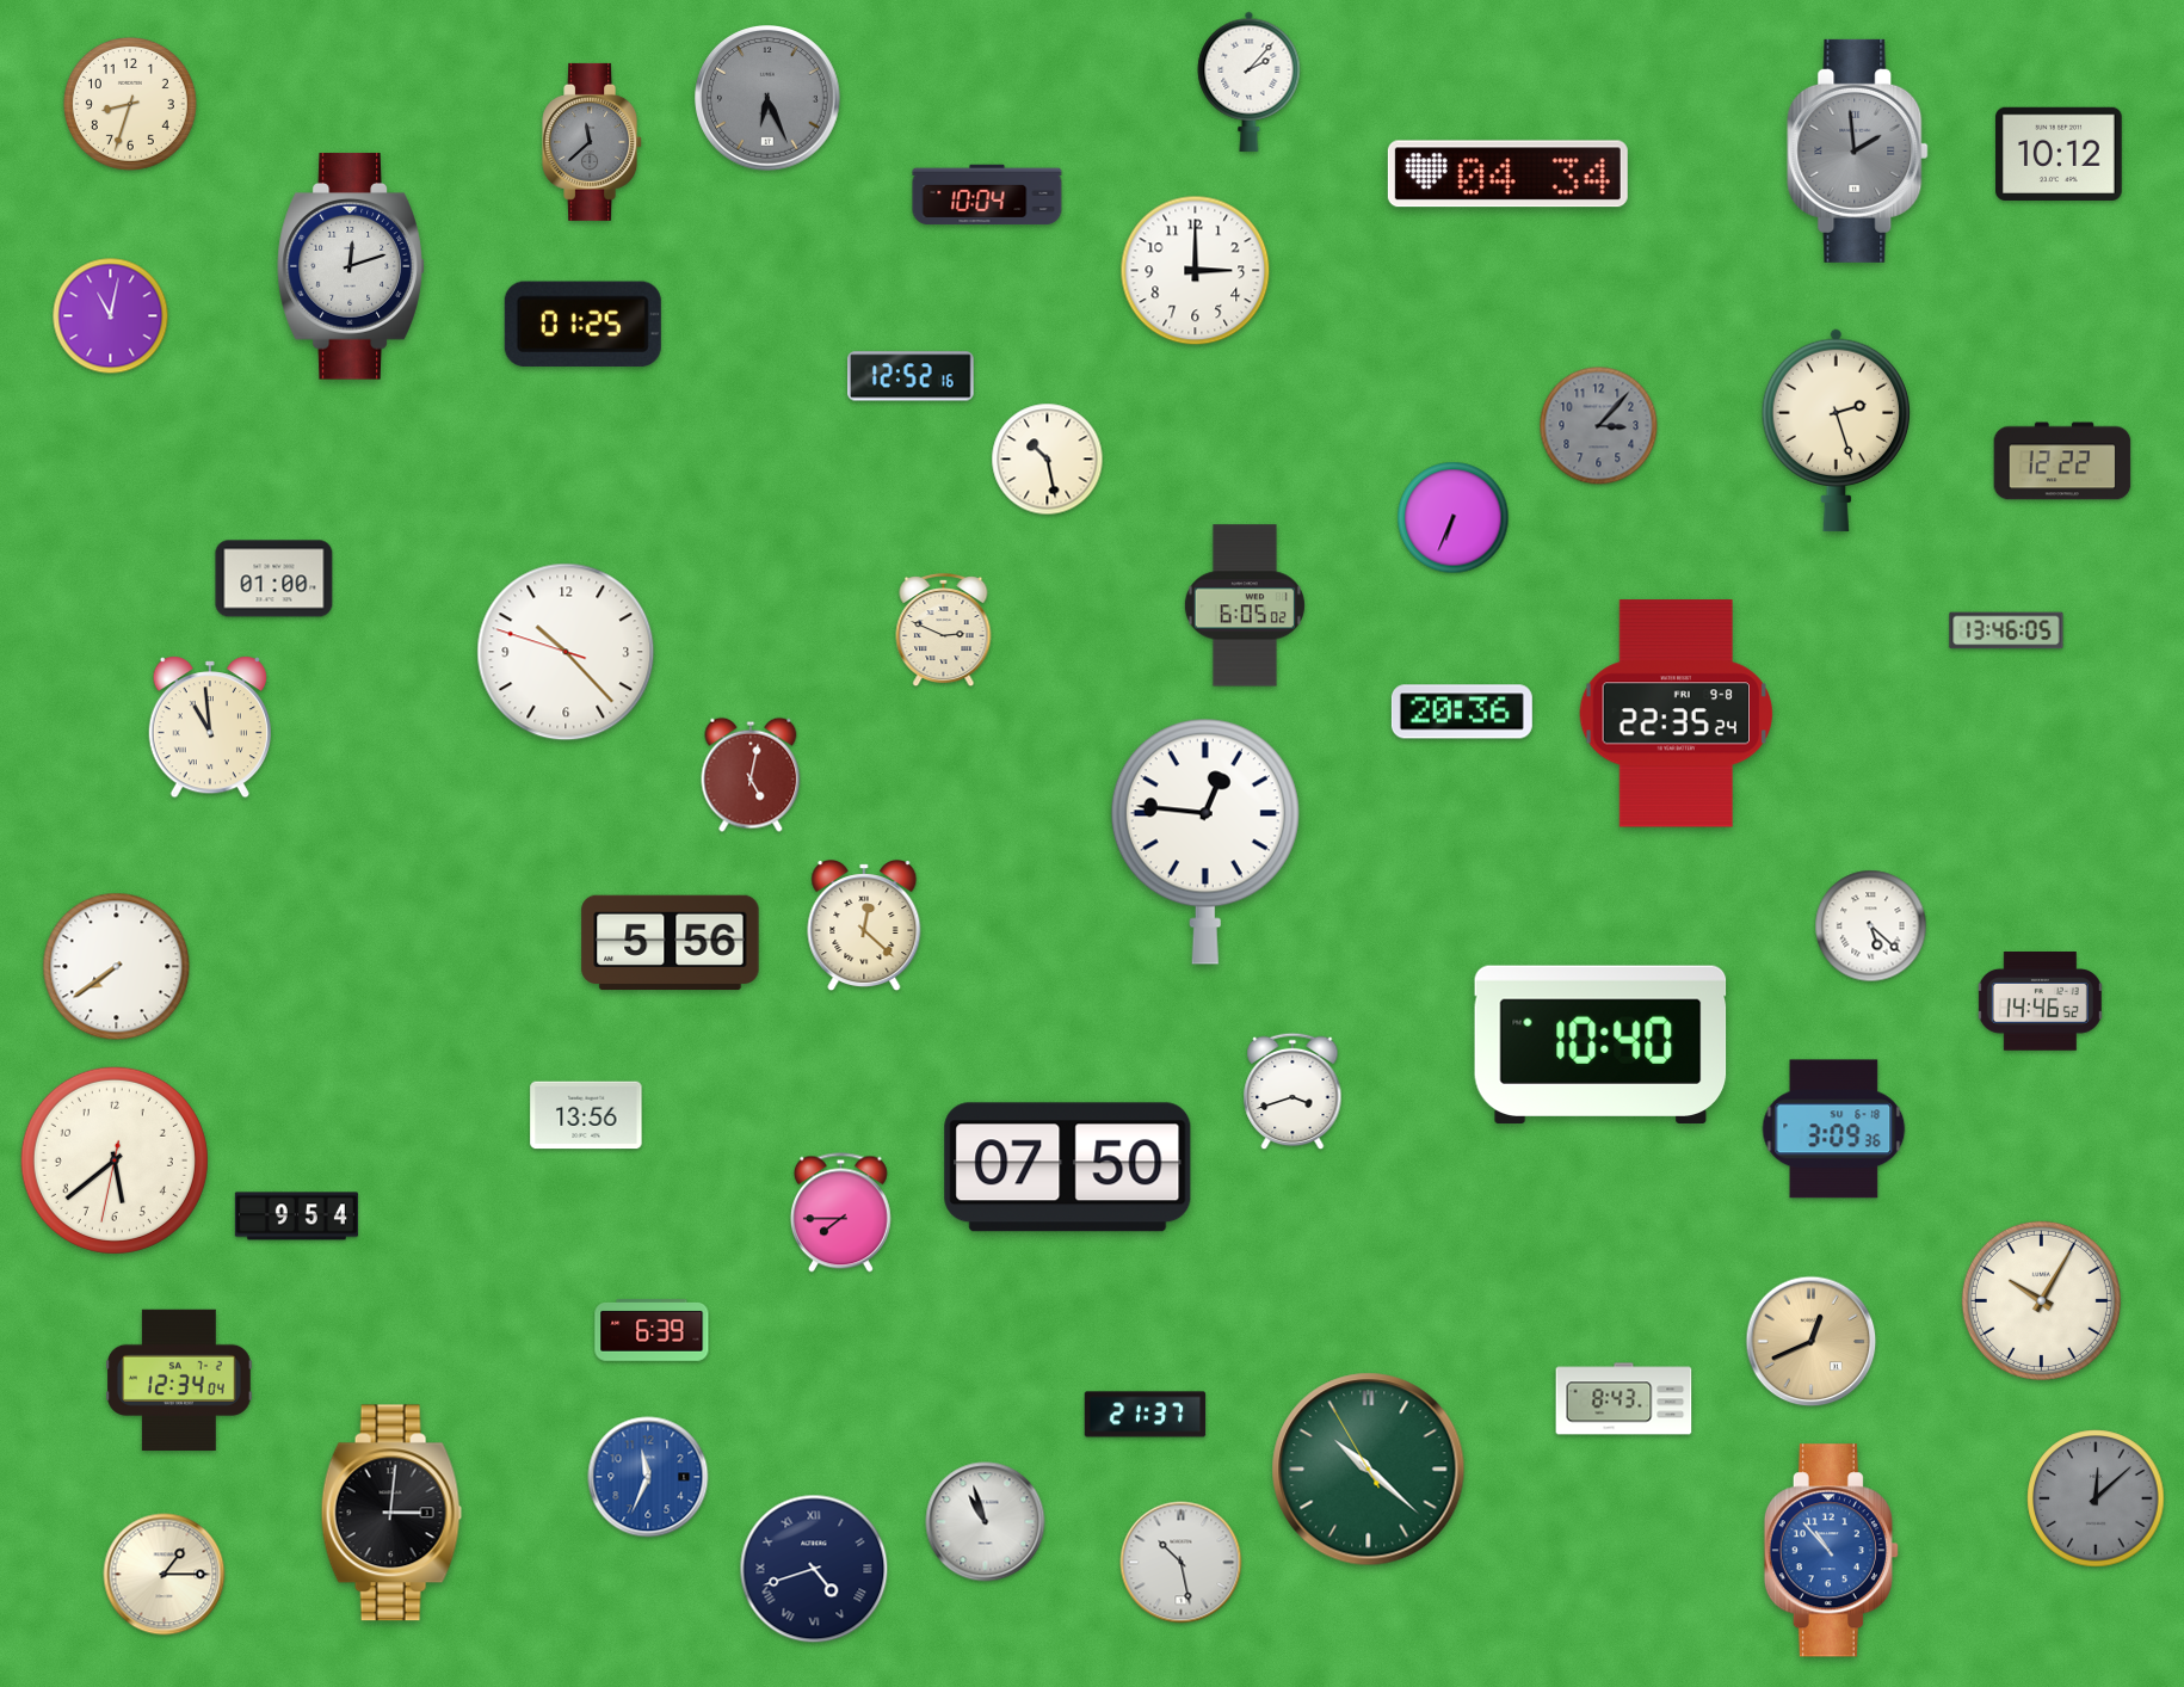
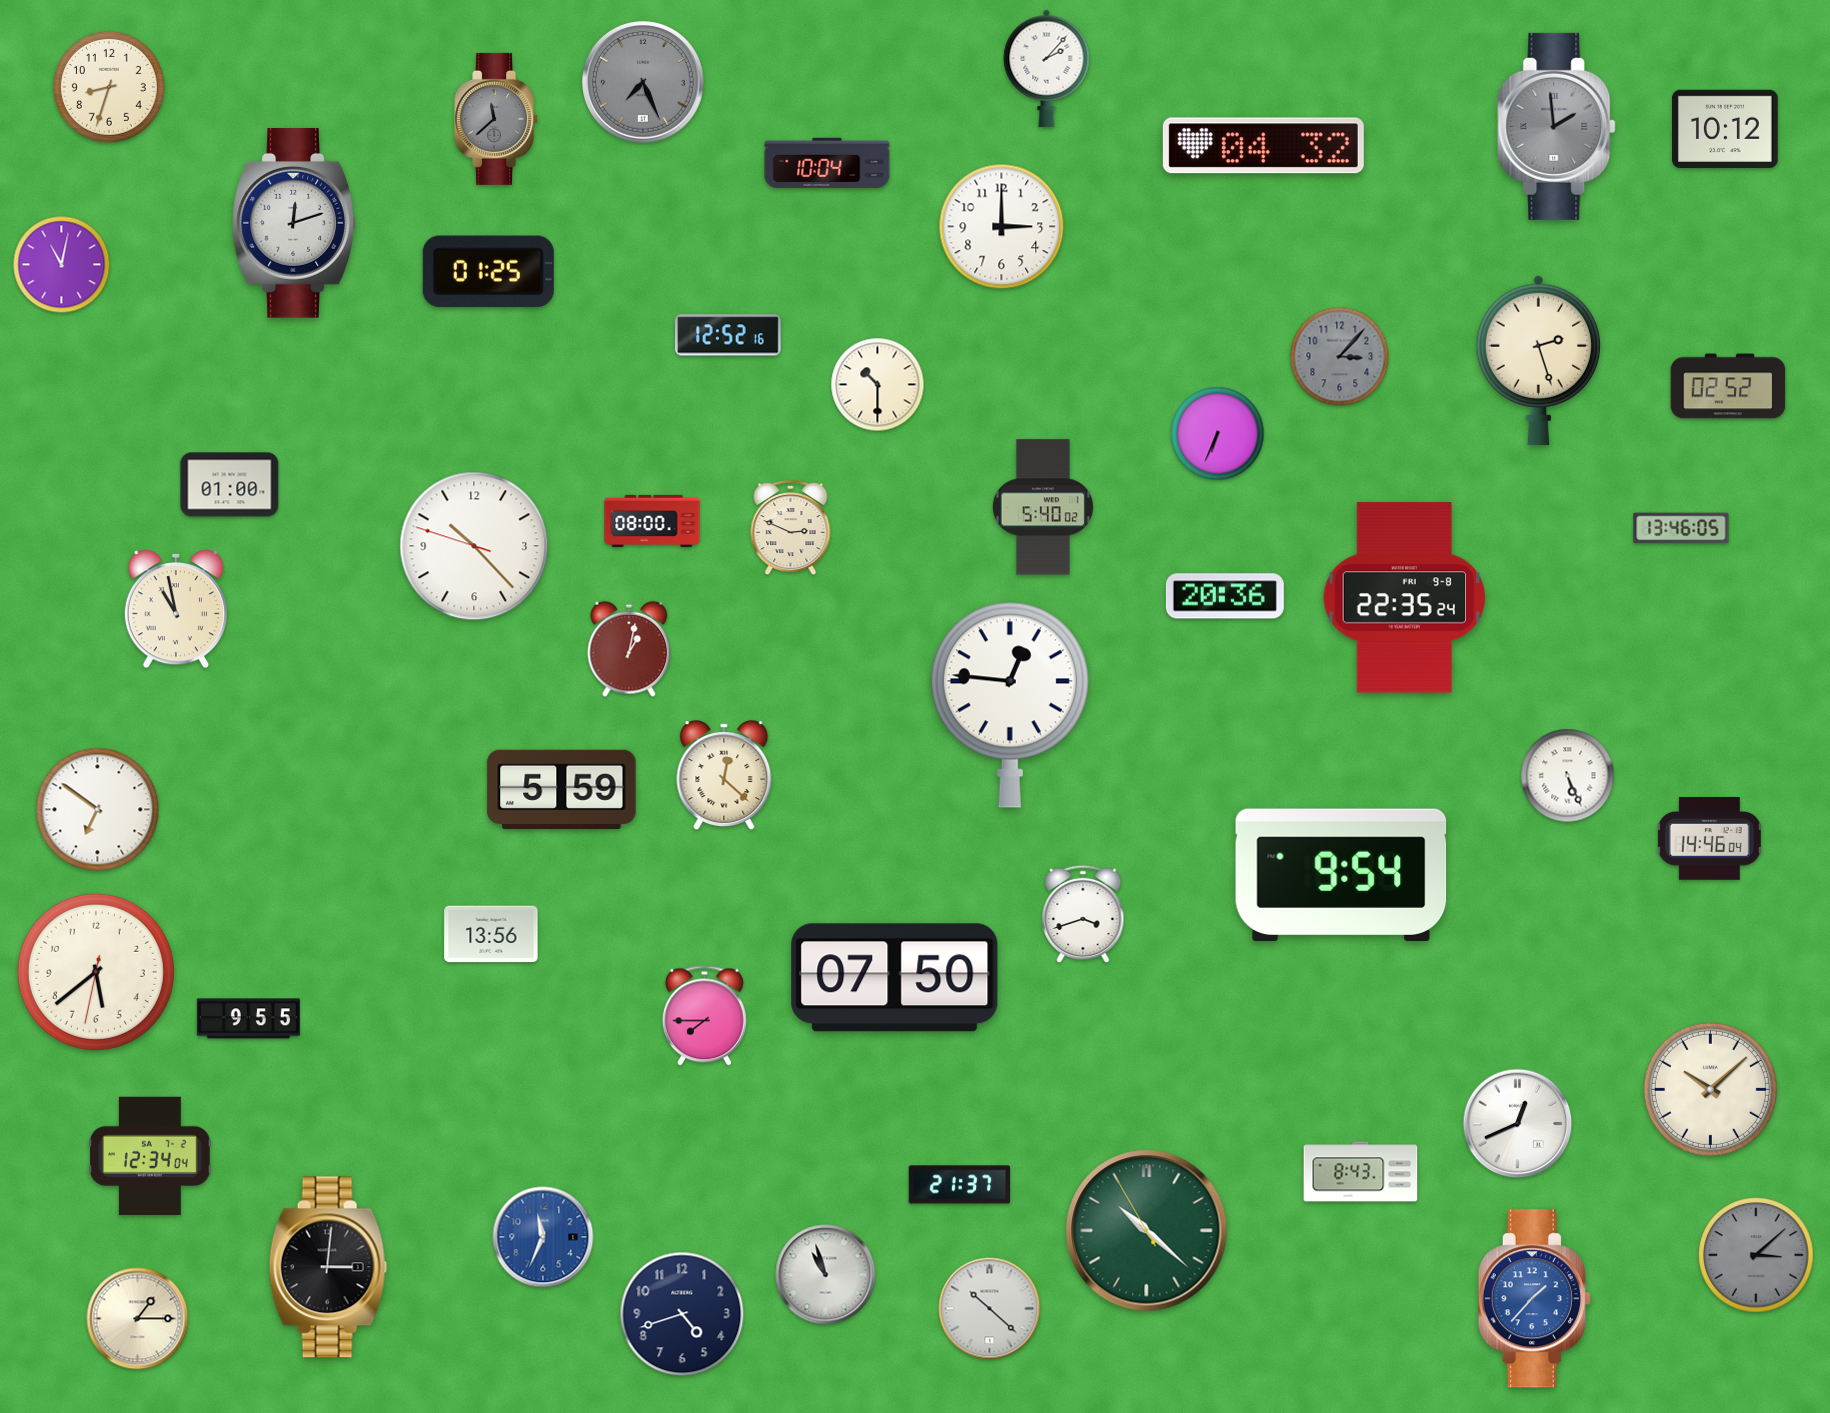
clock at (769, 99): 6:26 -> 7:26
clock at (1507, 174): 04:34 -> 04:32
clock at (111, 316) position: (111, 316) -> (62, 265)
clock at (912, 376) position: (912, 376) -> (729, 335)
clock at (1048, 460): 10:28 -> 10:30
clock at (2062, 461): 12:22 -> 02:52
clock at (1245, 605): 6:05 -> 5:40
clock at (652, 521): none -> 08:00
clock at (209, 727): 10:59 -> 10:58
clock at (751, 775): 5:02 -> 1:02
clock at (1871, 926): 5:22 -> 5:26
clock at (671, 943): 5:56 -> 5:59
clock at (117, 967): 7:39 -> 6:51
clock at (2040, 1002): 14:46:52 -> 14:46:04
clock at (1600, 1045): 10:40 -> 9:54
clock at (1834, 1129): 3:09 -> none
clock at (296, 1217): 9:54 -> 9:55
clock at (2041, 1300): 10:05 -> 10:08
clock at (652, 1331): 6:39 -> none
clock at (1812, 1342) dial: champagne -> white
clock at (2096, 1498): 12:08 -> 3:08
clock at (1831, 1551): 10:53 -> 1:37
clock at (1182, 1563): 10:28 -> 10:22
clock at (814, 1569) numerals: Roman -> Arabic
